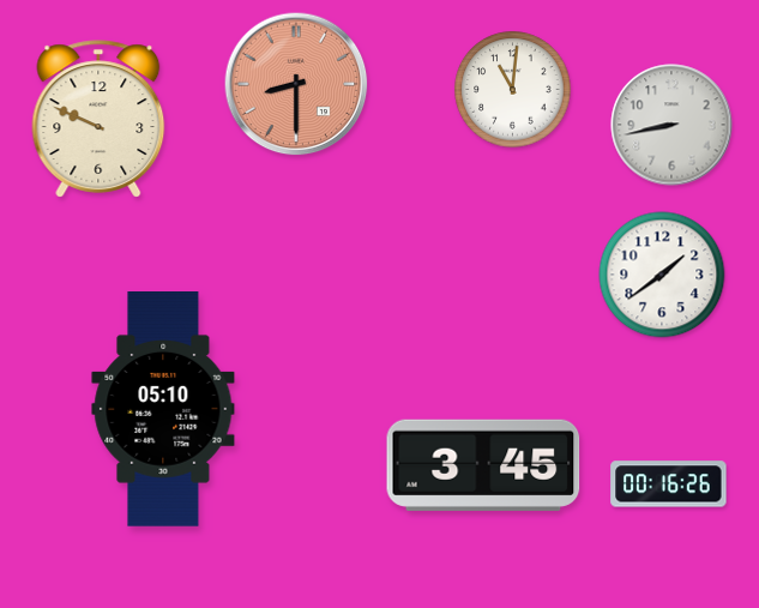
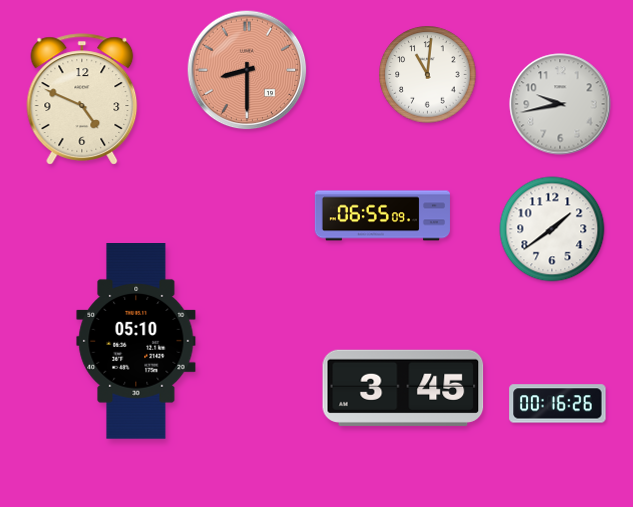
clock at (98, 119): 9:49 -> 4:49
clock at (671, 125): 8:43 -> 9:43
clock at (382, 216): none -> 06:55
